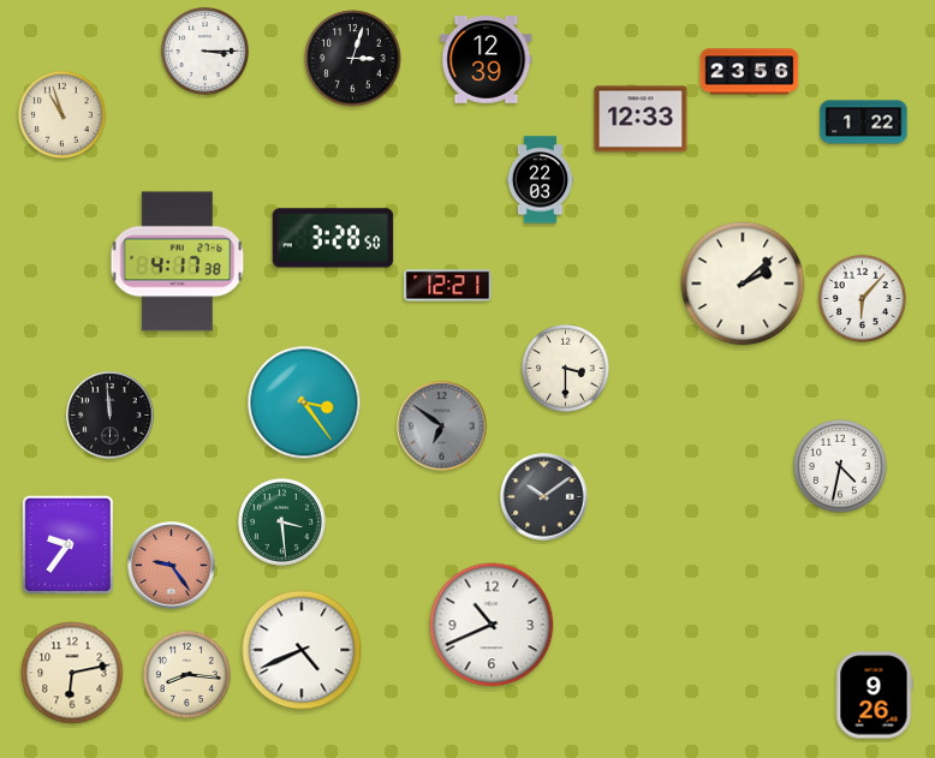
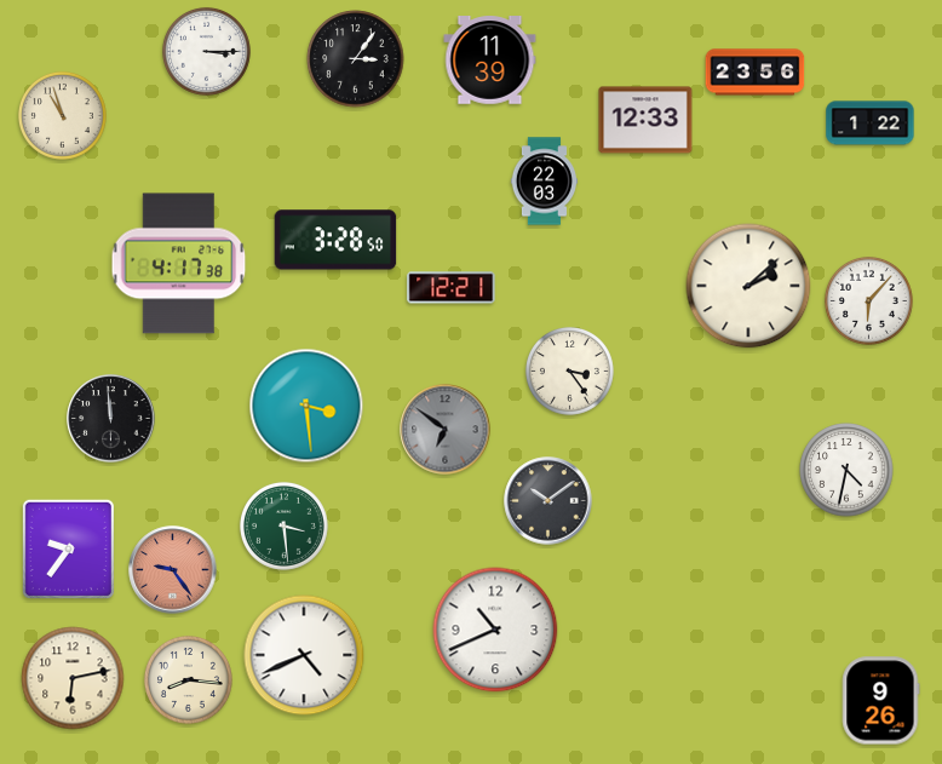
clock at (353, 59): 3:03 -> 3:06
clock at (487, 60): 12:39 -> 11:39
clock at (565, 368): 3:30 -> 3:24
clock at (304, 402): 3:24 -> 3:29
